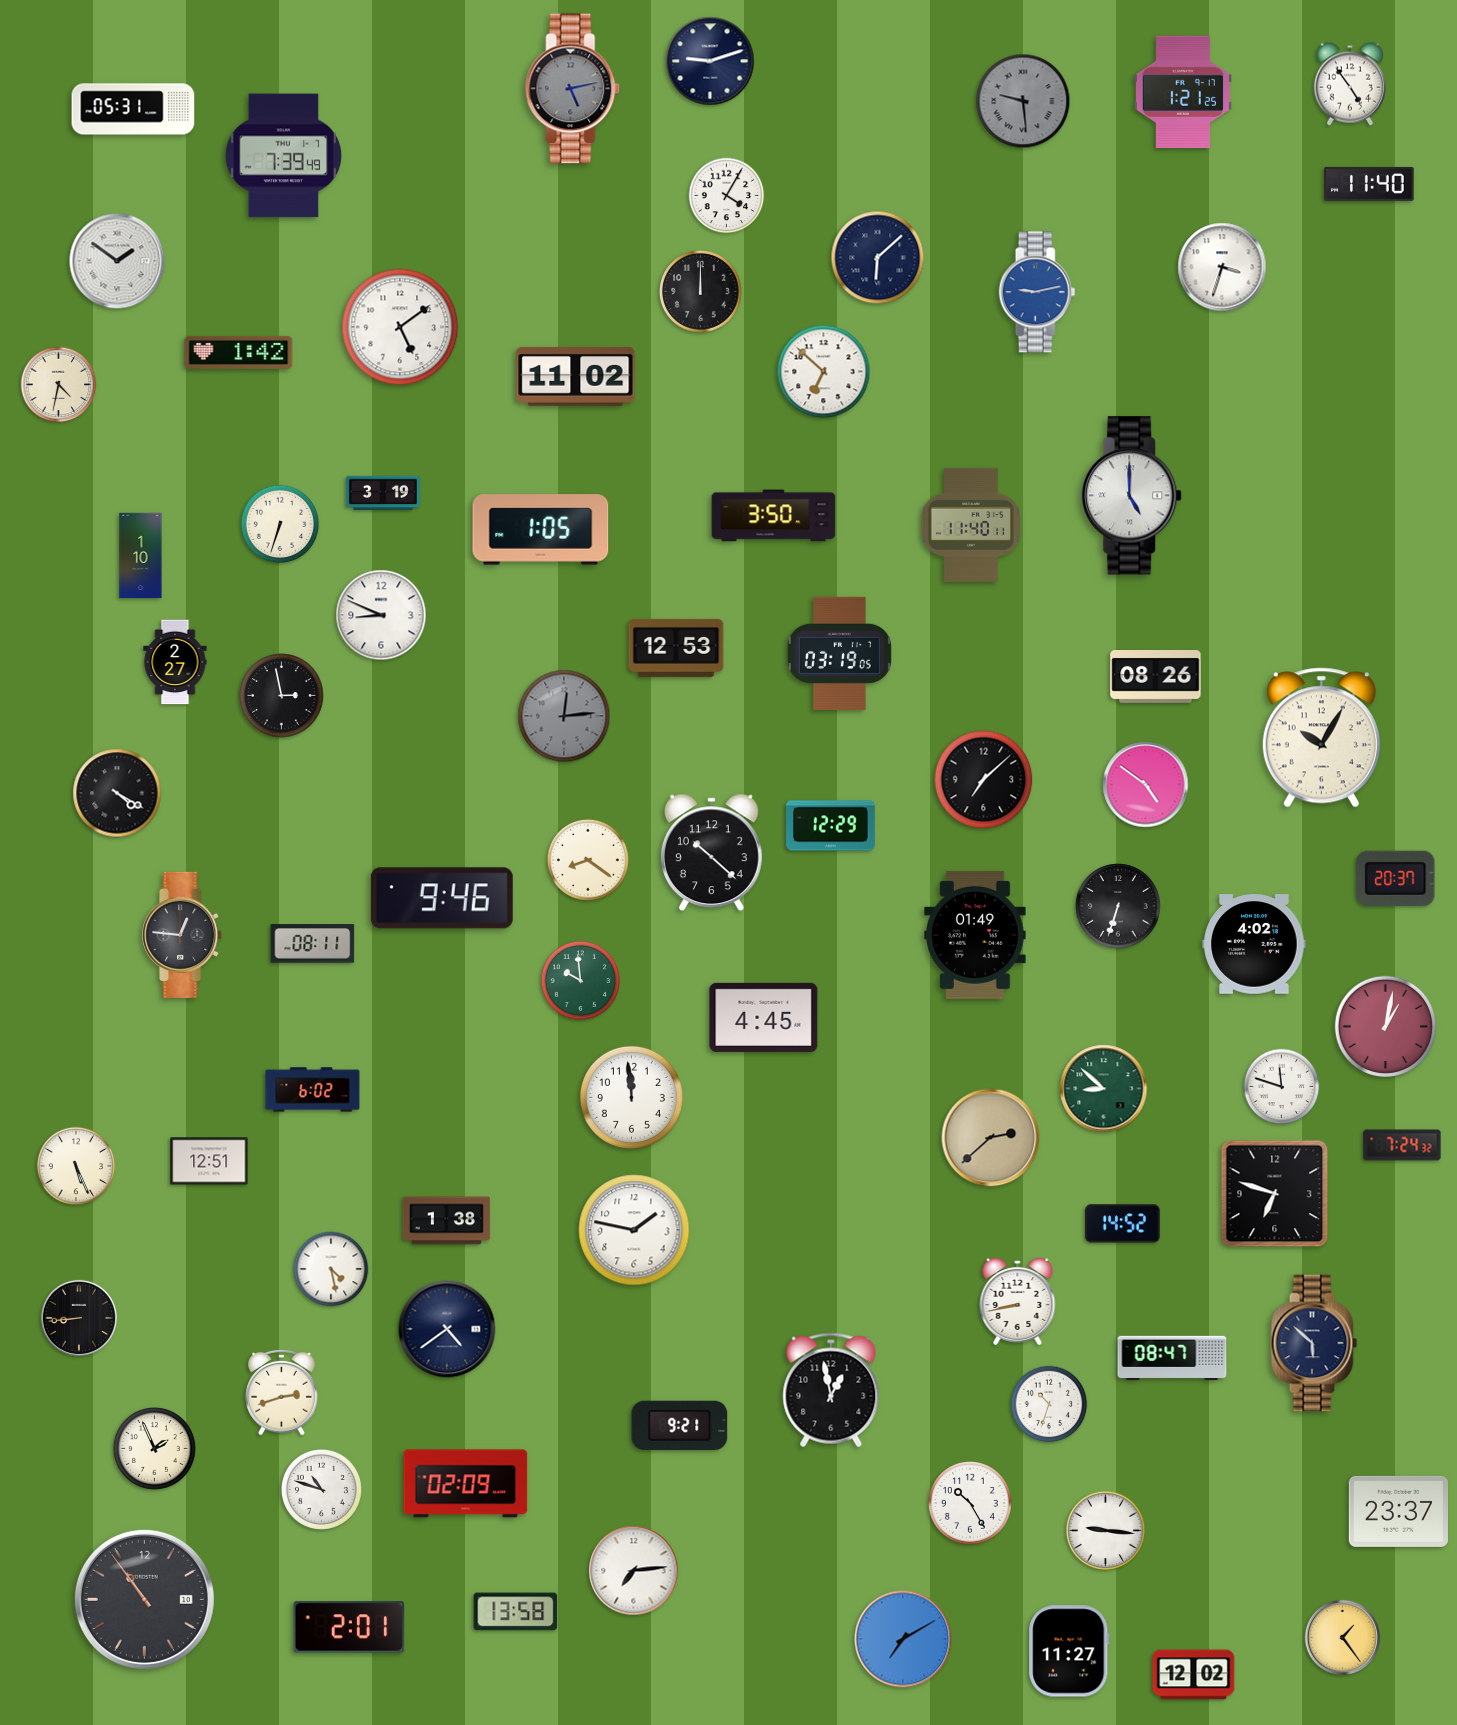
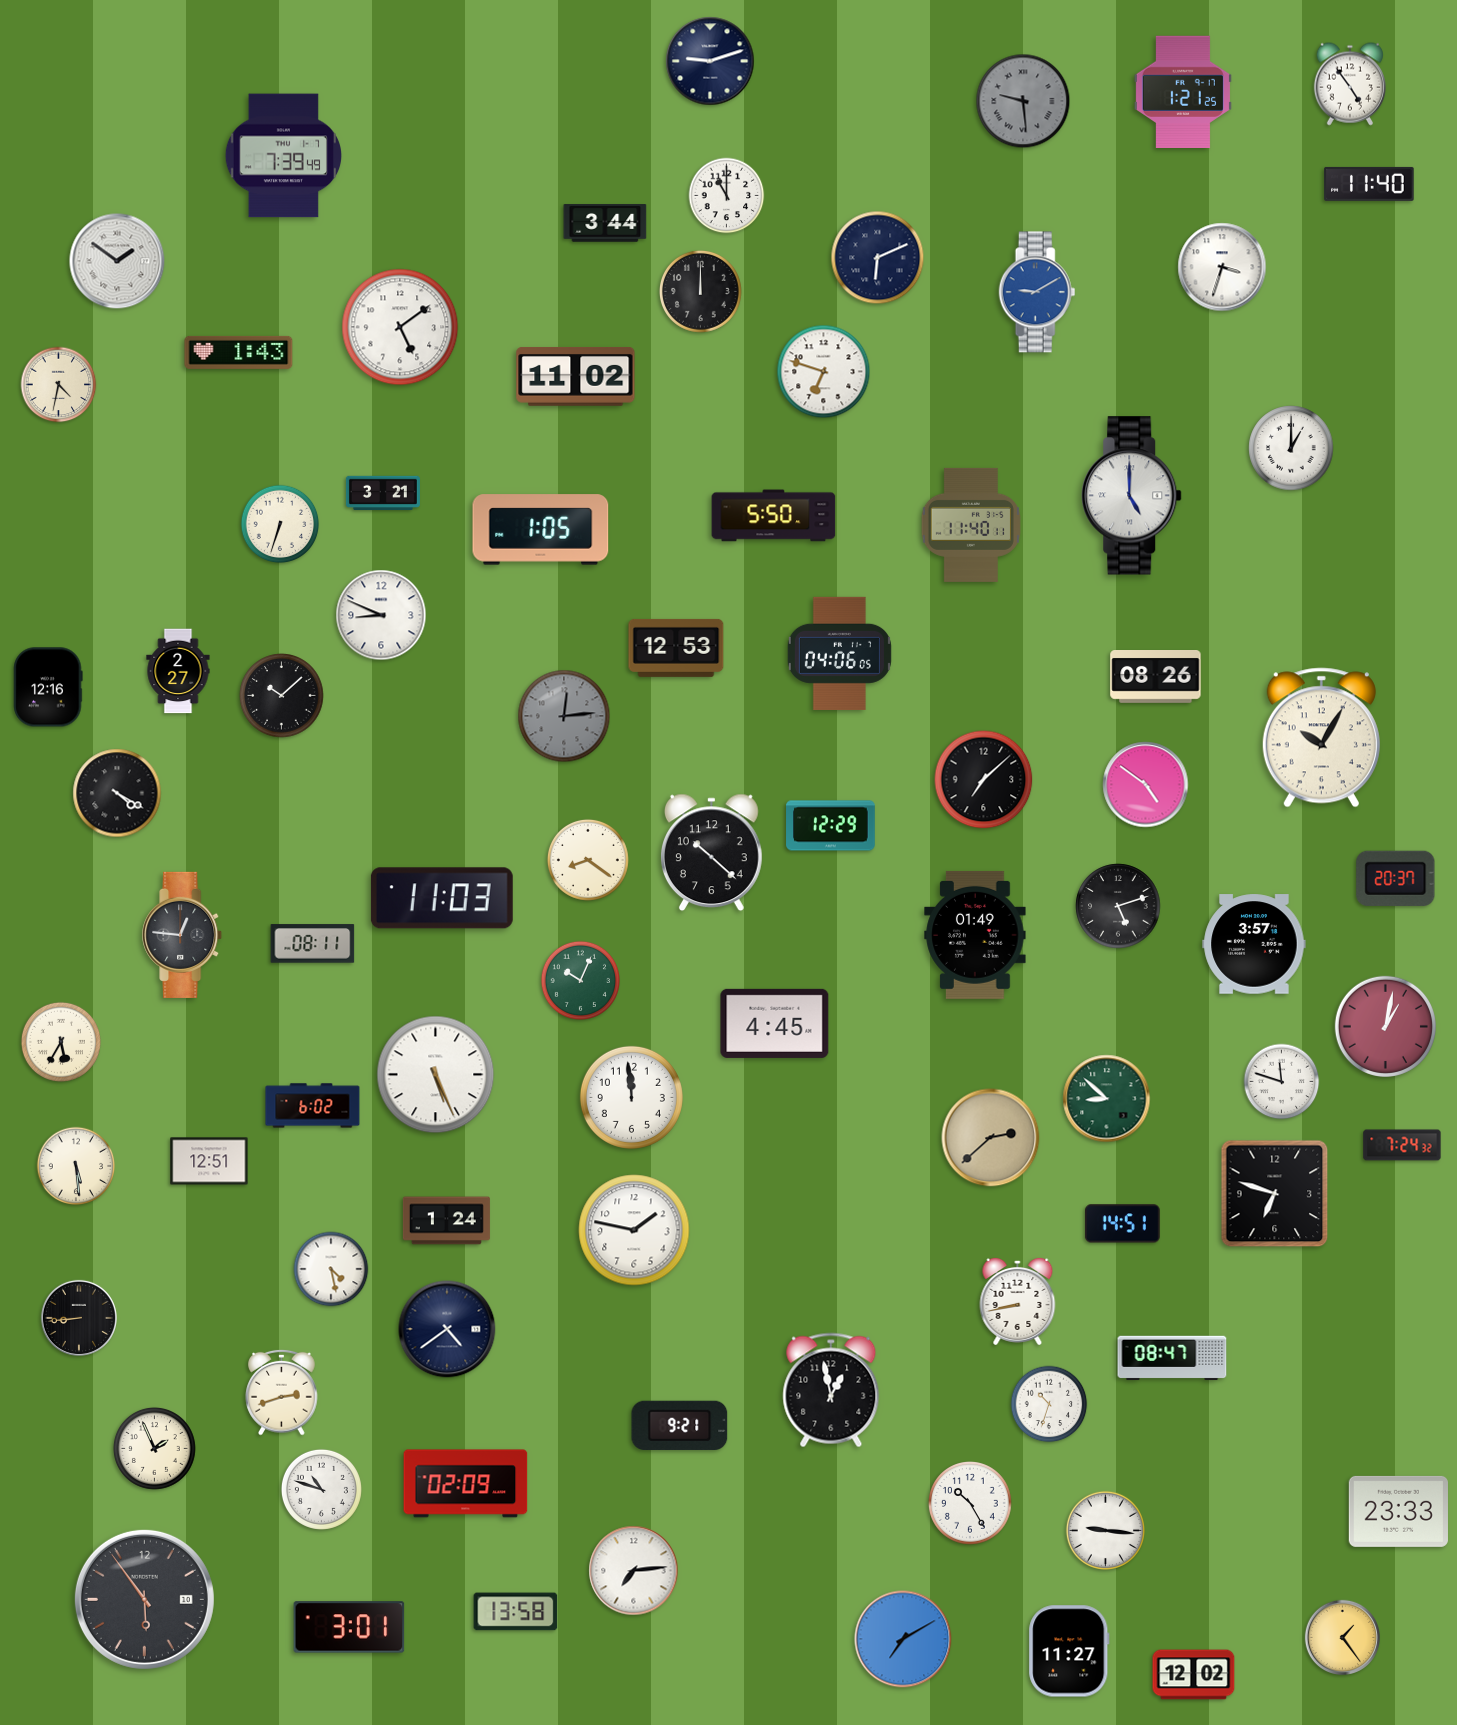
clock at (573, 89): 5:13 -> none
clock at (133, 109): 05:31 -> none
clock at (727, 196): 4:05 -> 11:00
clock at (605, 223): none -> 3:44
clock at (878, 258): 6:08 -> 6:11
clock at (1037, 292): 9:13 -> 9:10
clock at (239, 352): 1:42 -> 1:43
clock at (824, 372): 6:52 -> 6:48
clock at (1291, 448): none -> 1:00
clock at (383, 493): 3:19 -> 3:21
clock at (774, 516): 3:50 -> 5:50
clock at (141, 556): 1:10 -> none
clock at (839, 653): 03:19 -> 04:06
clock at (175, 662) position: (175, 662) -> (178, 671)
clock at (48, 687): none -> 12:16
clock at (282, 696): 2:58 -> 10:08
clock at (442, 898): 9:46 -> 11:03
clock at (1118, 906): 6:33 -> 5:12
clock at (1254, 944): 4:02 -> 3:57
clock at (580, 980): 9:59 -> 10:04
clock at (764, 1017) position: (764, 1017) -> (775, 1023)
clock at (61, 1042): none -> 5:35
clock at (436, 1075): none -> 5:26
clock at (1282, 1087) position: (1282, 1087) -> (1282, 1082)
clock at (1104, 1089) position: (1104, 1089) -> (1107, 1099)
clock at (313, 1090) position: (313, 1090) -> (313, 1106)
clock at (76, 1166): 5:26 -> 5:29
clock at (446, 1221): 1:38 -> 1:24
clock at (1122, 1224): 14:52 -> 14:51
clock at (1314, 1343): 5:52 -> none
clock at (1398, 1511): 23:37 -> 23:33
clock at (144, 1599): 10:54 -> 5:54
clock at (349, 1627): 2:01 -> 3:01
